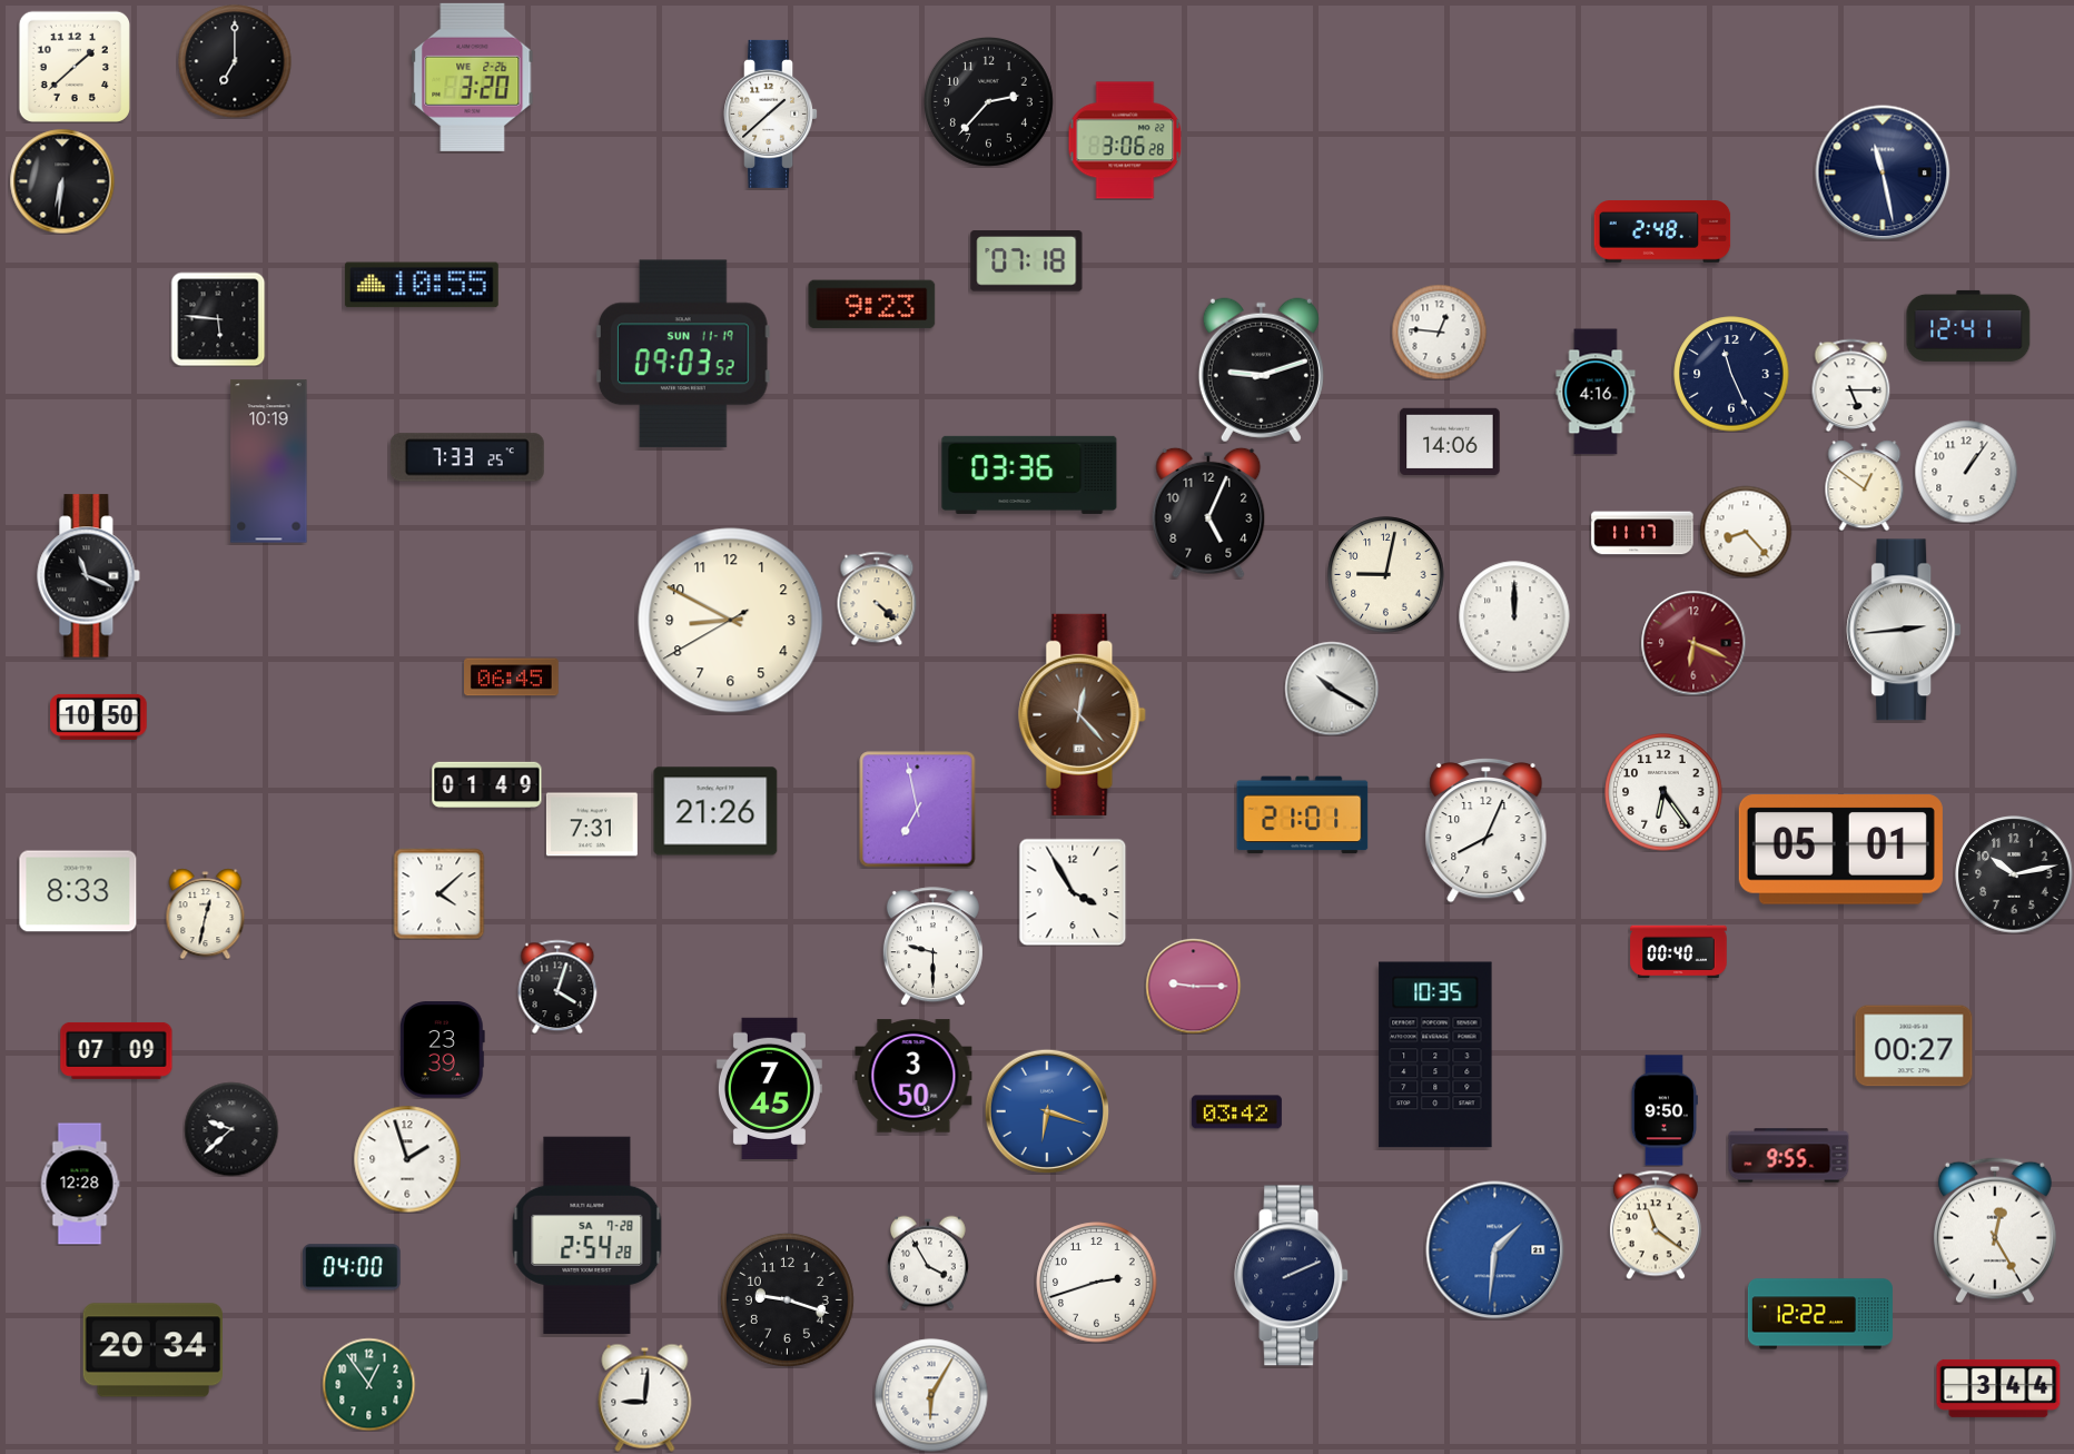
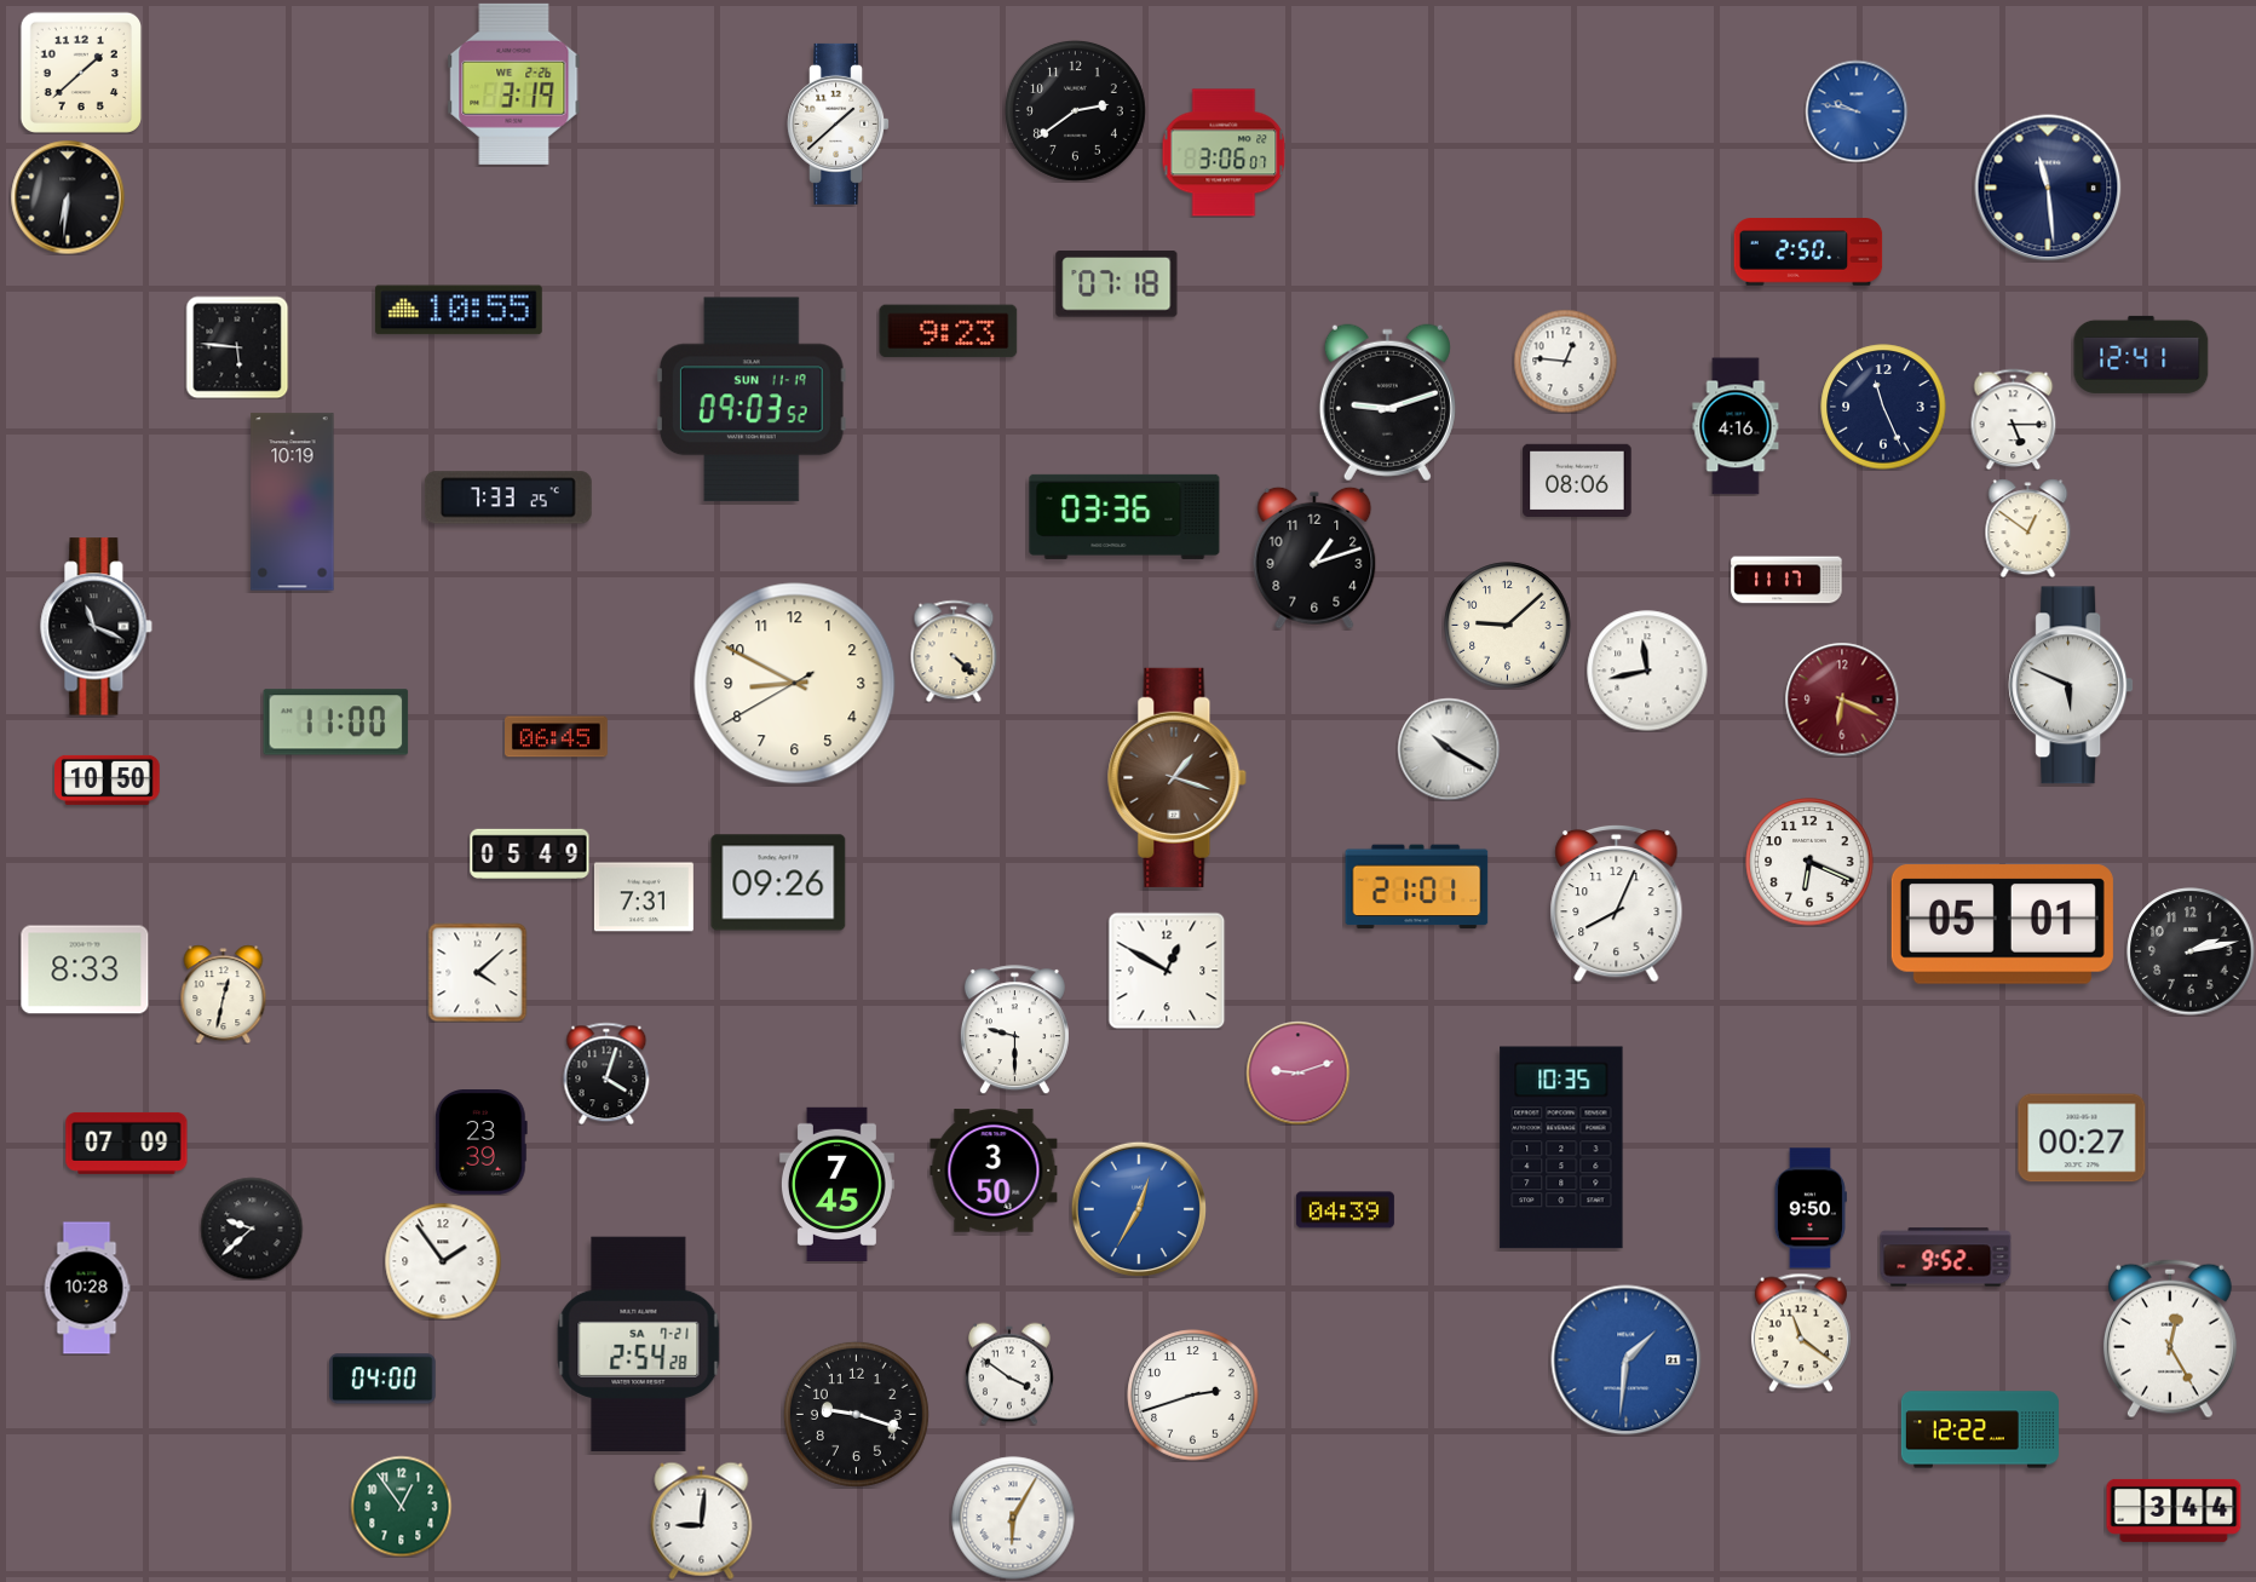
clock at (235, 61): 7:00 -> none
clock at (473, 77): 3:20 -> 3:19
clock at (988, 101): 2:37 -> 2:39
clock at (1857, 111): none -> 9:47
clock at (1125, 140): 3:06:28 -> 3:06:07
clock at (1883, 172): 11:28 -> 11:29
clock at (1662, 231): 2:48 -> 2:50
clock at (683, 354) position: (683, 354) -> (752, 399)
clock at (1261, 370) position: (1261, 370) -> (1387, 403)
clock at (1450, 442): 14:06 -> 08:06
clock at (1966, 472): 1:06 -> none
clock at (1029, 475) position: (1029, 475) -> (1124, 517)
clock at (1208, 513): 5:04 -> 1:12
clock at (1746, 532): 8:23 -> none
clock at (1386, 575): 9:02 -> 9:08
clock at (1514, 616): 12:00 -> 11:43
clock at (731, 621) position: (731, 621) -> (795, 684)
clock at (1904, 630): 2:44 -> 5:49
clock at (336, 723): none -> 11:00
clock at (1083, 714): 12:23 -> 1:18
clock at (487, 784): 01:49 -> 05:49
clock at (1663, 792): 6:24 -> 6:19
clock at (918, 810): 6:58 -> none
clock at (715, 811): 21:26 -> 09:26
clock at (2014, 874): 10:13 -> 2:13
clock at (1073, 892): 3:55 -> 12:50
clock at (1679, 952): 00:40 -> none
clock at (1193, 986): 9:15 -> 9:12
clock at (1047, 1111): 6:18 -> 12:35
clock at (1236, 1112): 03:42 -> 04:39
clock at (1789, 1156): 9:55 -> 9:52
clock at (407, 1159): 1:57 -> 1:54
clock at (80, 1184): 12:28 -> 10:28
clock at (587, 1235) date: SA 7-28 -> SA 7-21
clock at (928, 1263): 3:55 -> 3:51
clock at (1292, 1276): 2:11 -> none
clock at (152, 1351): 20:34 -> none
